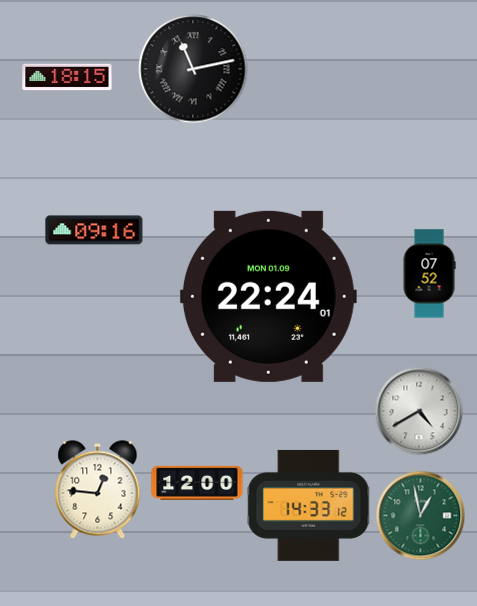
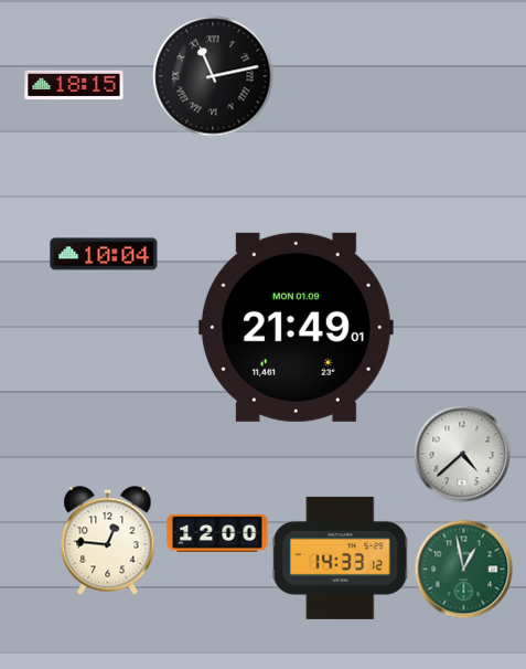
clock at (94, 230): 09:16 -> 10:04
clock at (429, 274): 07:52 -> none
clock at (268, 296): 22:24 -> 21:49
clock at (419, 411): 4:40 -> 4:38
